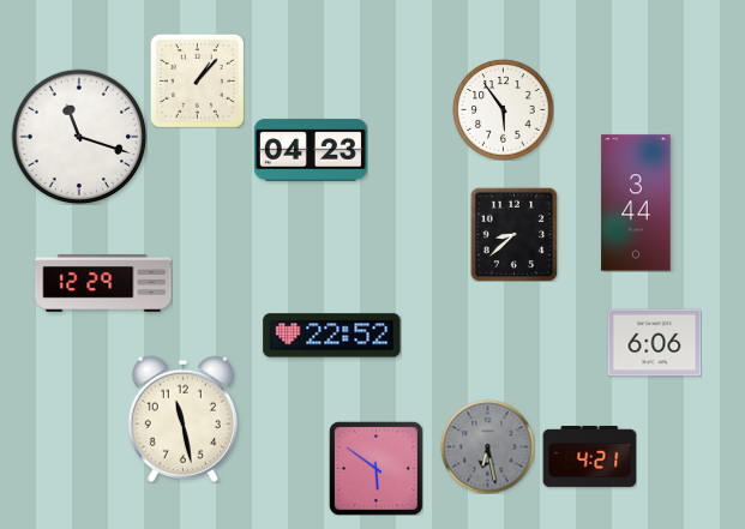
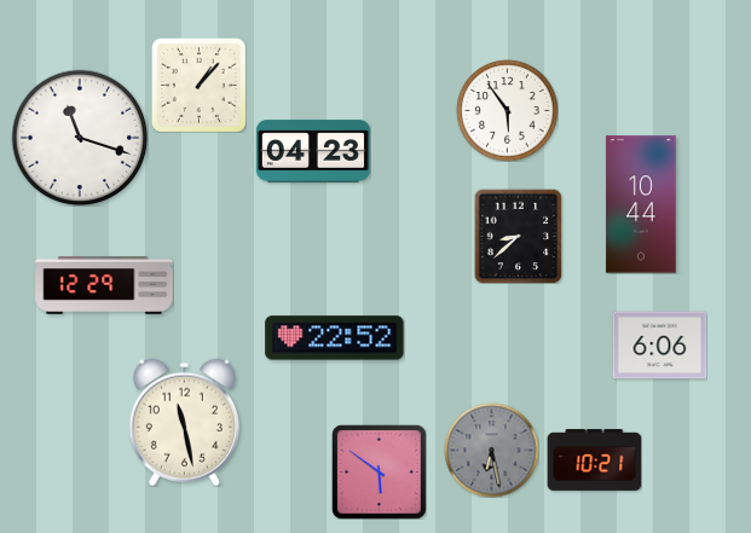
clock at (197, 80) position: (197, 80) -> (198, 85)
clock at (636, 203): 3:44 -> 10:44
clock at (589, 456): 4:21 -> 10:21
